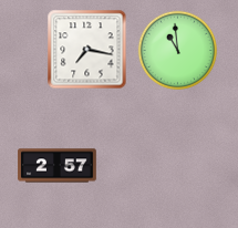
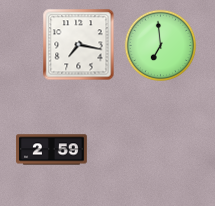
clock at (178, 51): 10:59 -> 6:59
clock at (58, 166): 2:57 -> 2:59
